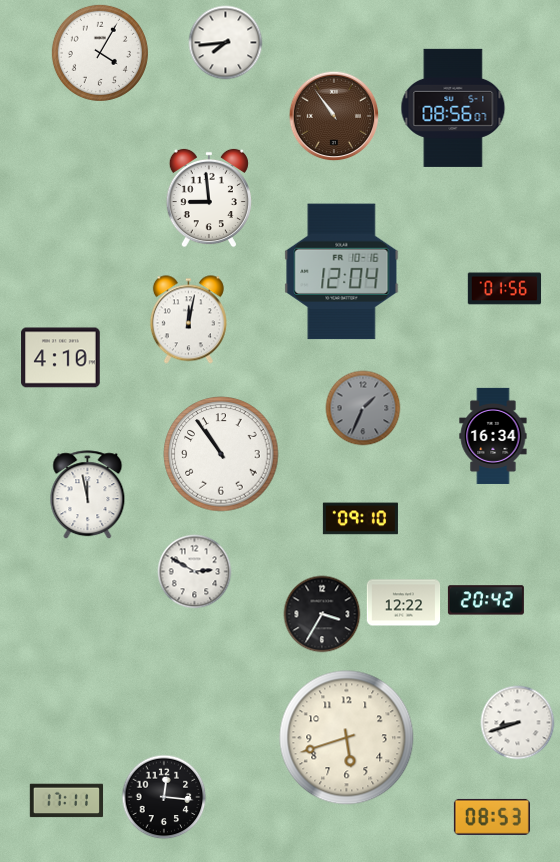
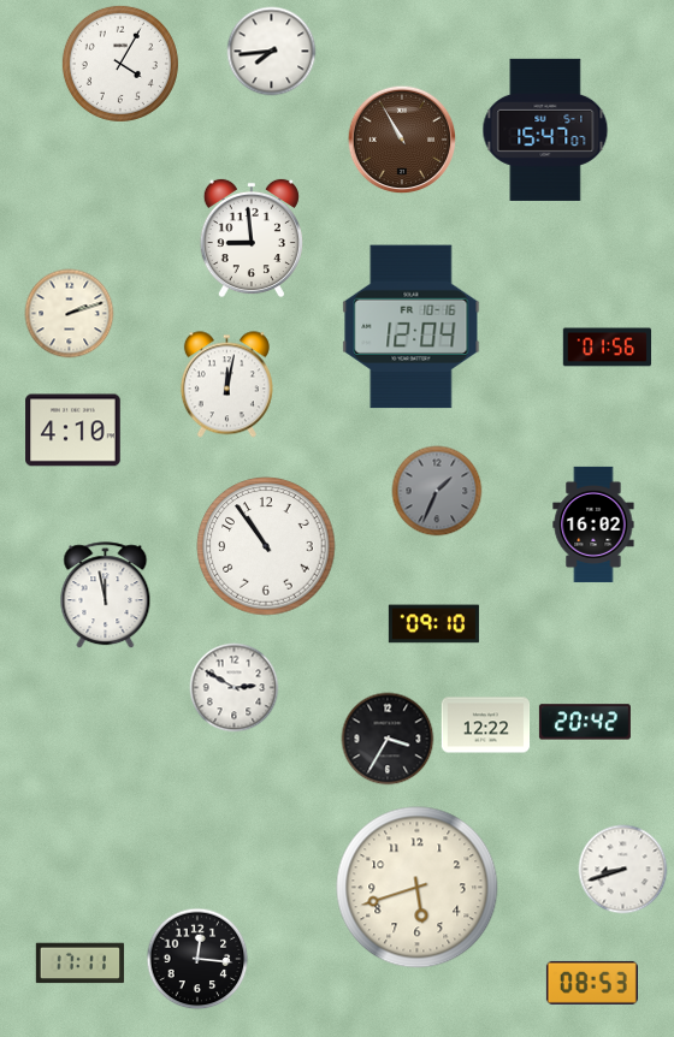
clock at (453, 108): 08:56 -> 15:47
clock at (334, 116): 10:54 -> 10:55
clock at (70, 314): none -> 2:12
clock at (493, 436): 16:34 -> 16:02
